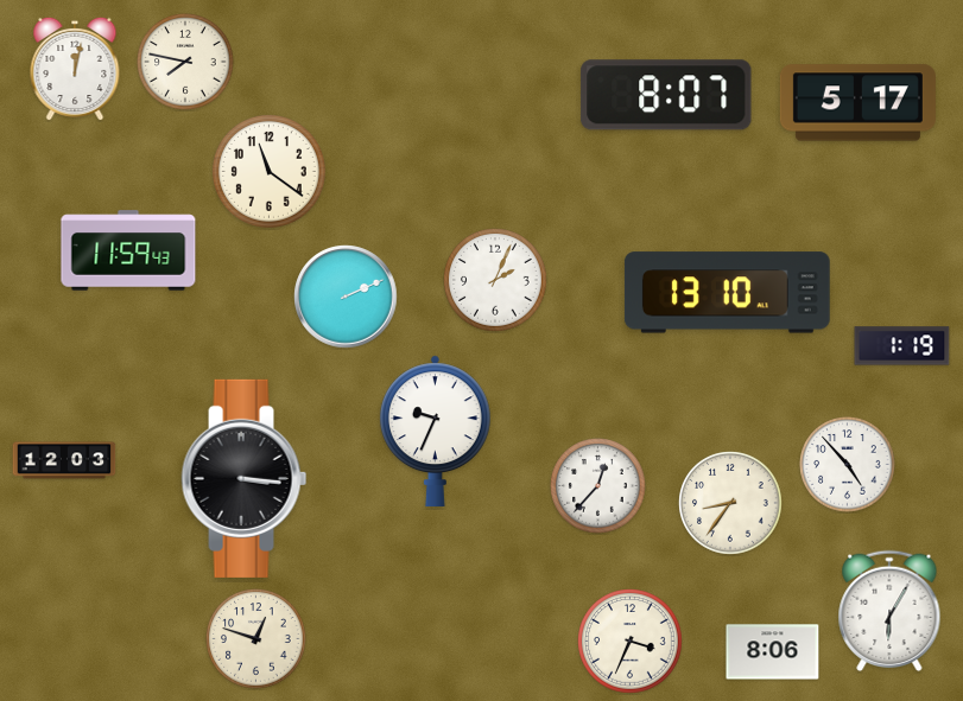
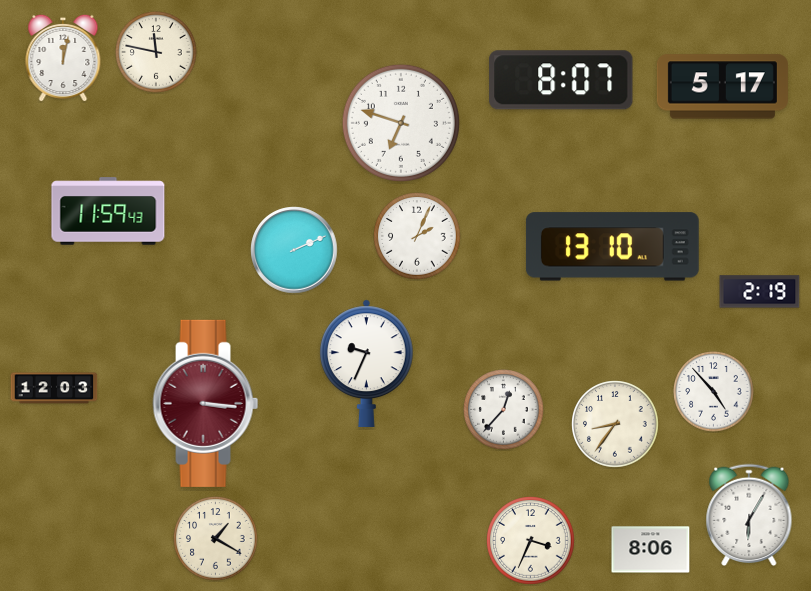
clock at (185, 62): 7:47 -> 11:47
clock at (401, 123): none -> 6:48
clock at (268, 171): 11:21 -> none
clock at (346, 297) position: (346, 297) -> (294, 250)
clock at (902, 346): 1:19 -> 2:19
clock at (245, 478) dial: black -> burgundy
clock at (256, 639): 12:48 -> 1:20
